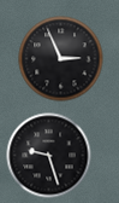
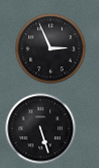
clock at (49, 156): 9:27 -> 5:27
